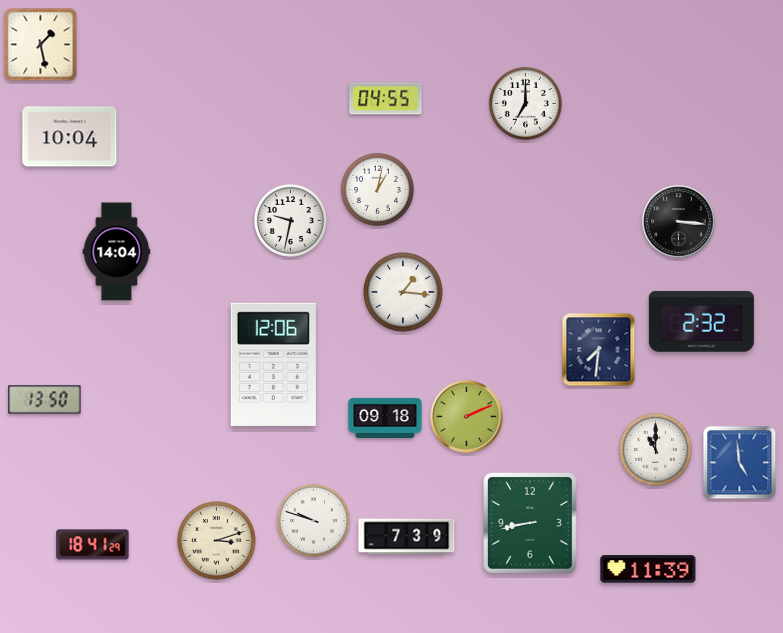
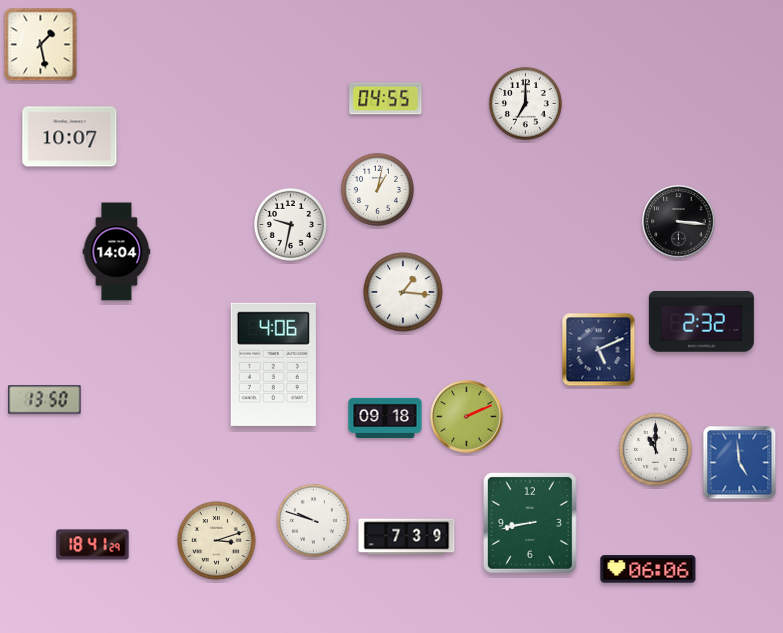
clock at (70, 137): 10:04 -> 10:07
clock at (290, 220) position: (290, 220) -> (290, 224)
clock at (599, 350): 7:31 -> 5:11
clock at (273, 364): 12:06 -> 4:06
clock at (648, 569): 11:39 -> 06:06
